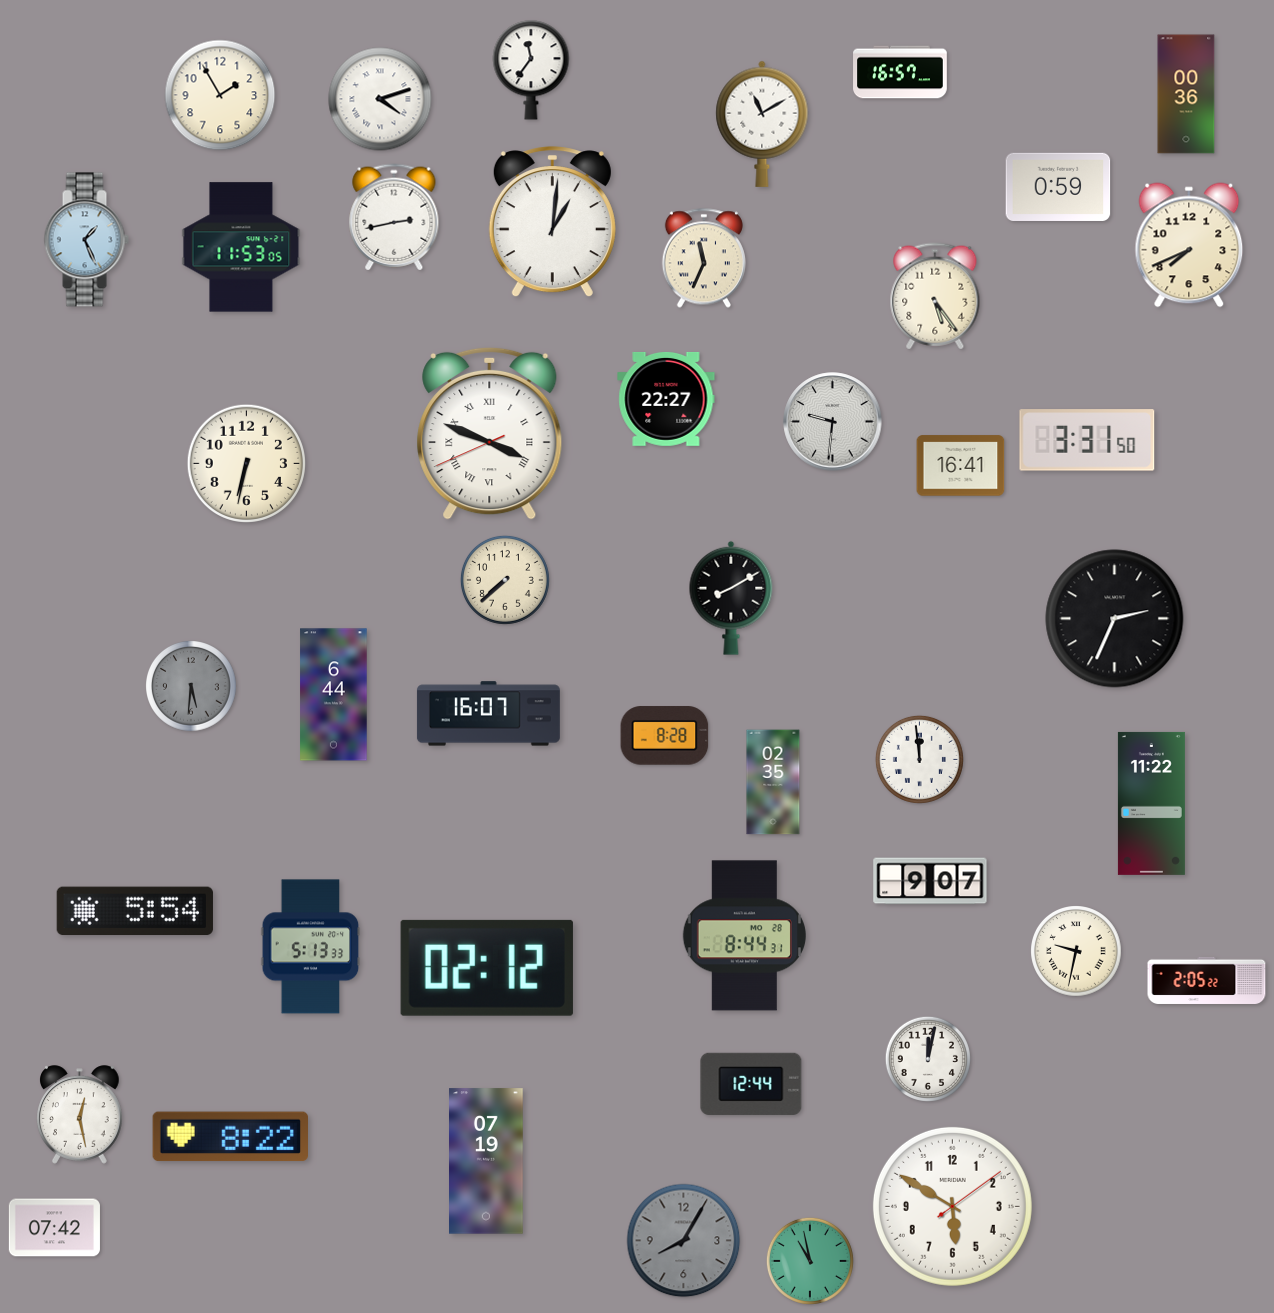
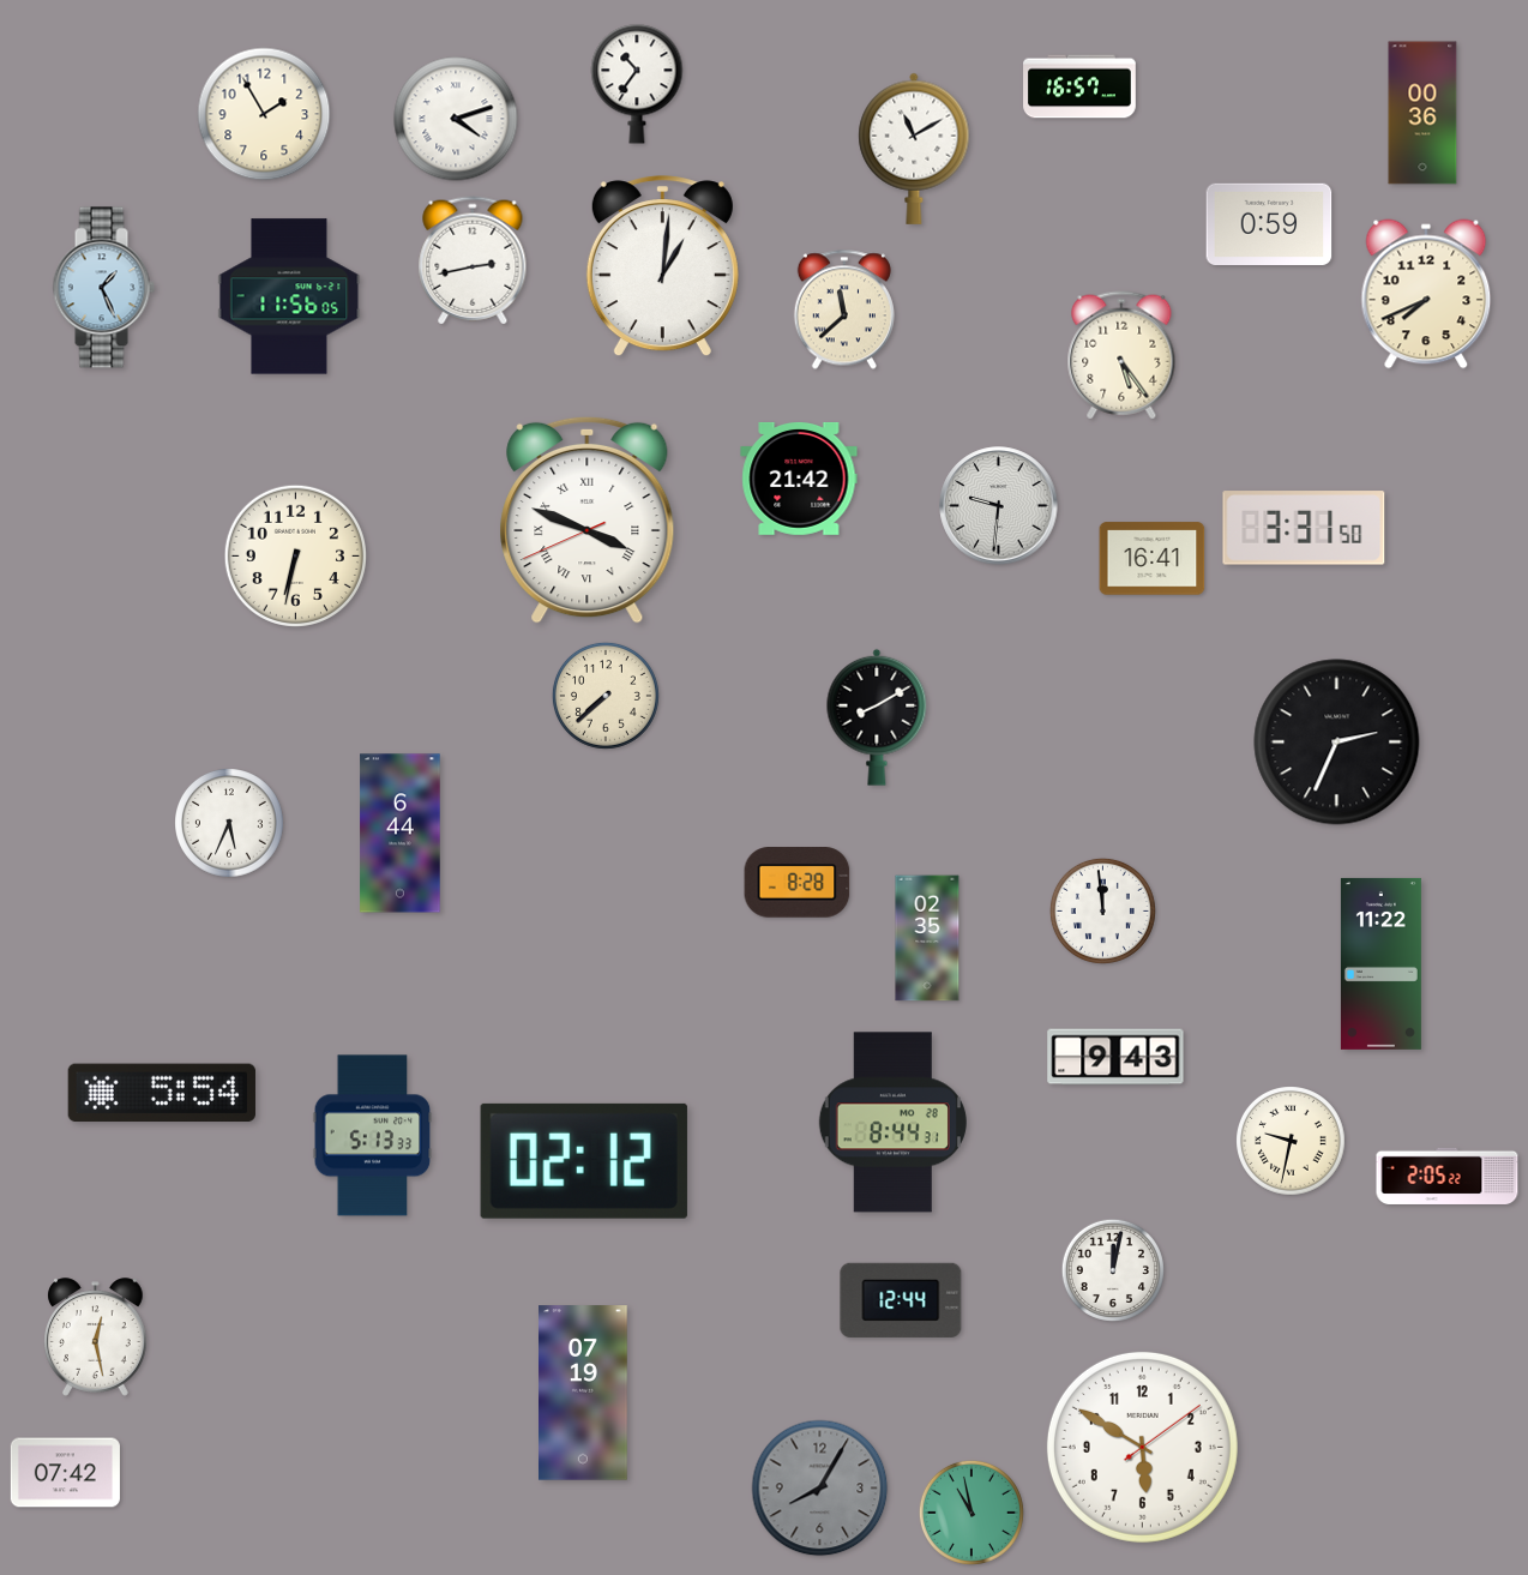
clock at (531, 70): 11:36 -> 10:36
clock at (241, 247): 11:53 -> 11:56
clock at (704, 258): 11:34 -> 11:38
clock at (666, 399): 22:27 -> 21:42
clock at (192, 687): 5:31 -> 5:34
clock at (192, 687) dial: grey -> white
clock at (488, 714): 16:07 -> none
clock at (930, 881): 9:07 -> 9:43
clock at (230, 1137): 8:22 -> none
